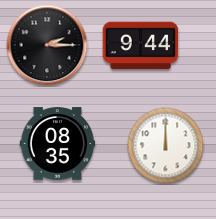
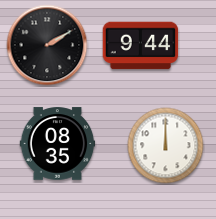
clock at (47, 45): 2:15 -> 2:10
